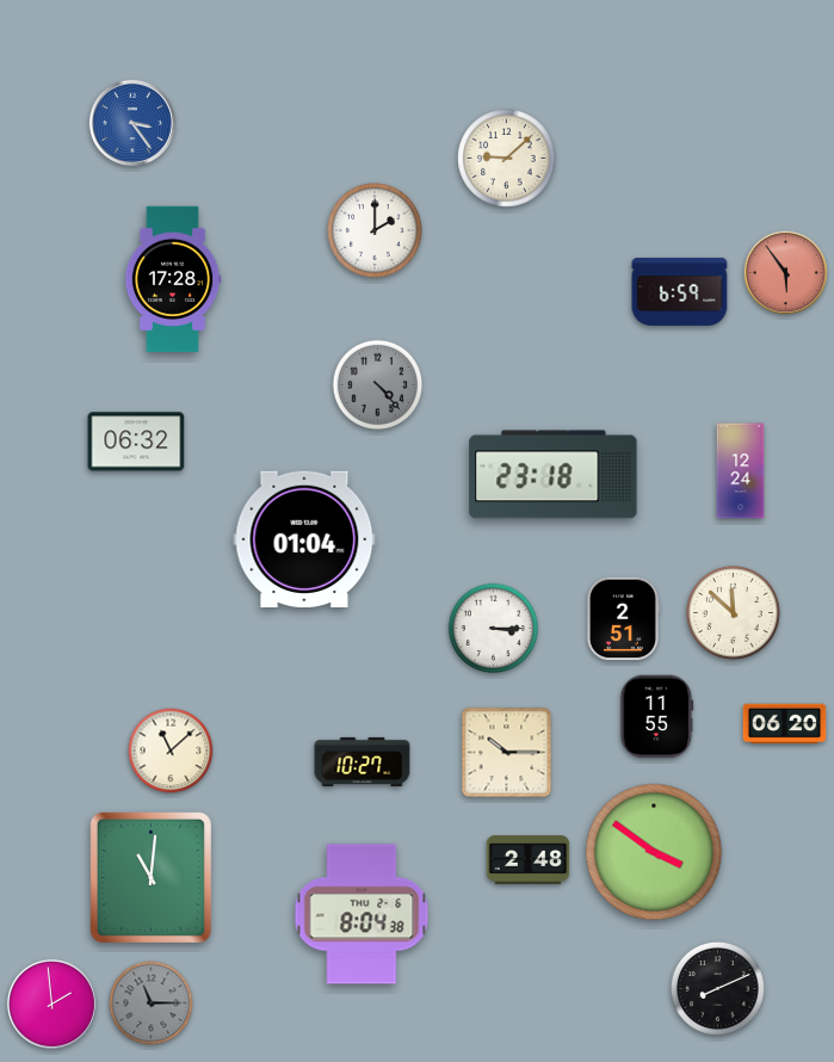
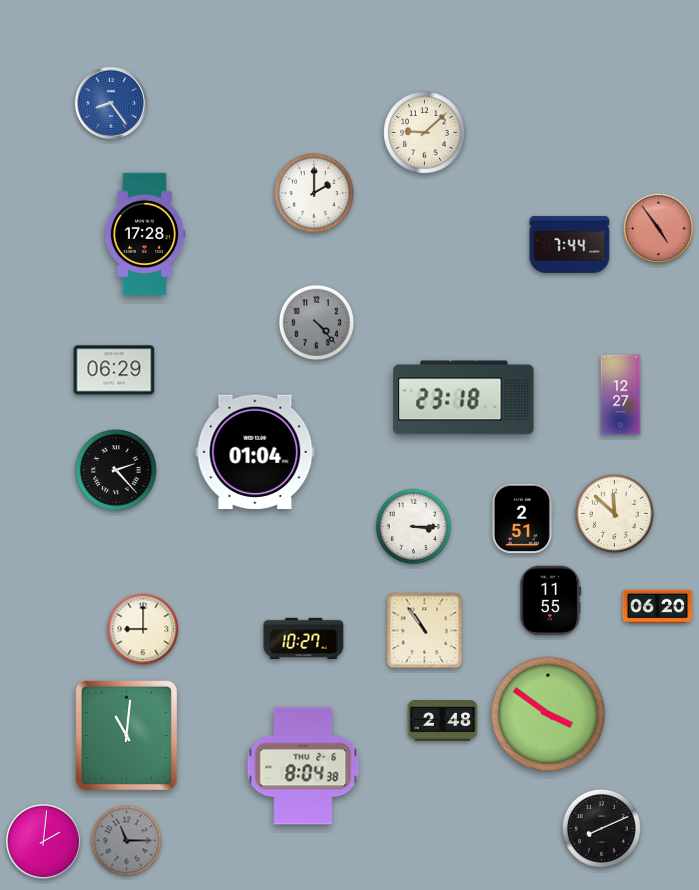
clock at (132, 123): 3:24 -> 8:24
clock at (786, 273): 5:54 -> 4:54
clock at (680, 291): 6:59 -> 7:44
clock at (136, 442): 06:32 -> 06:29
clock at (741, 471): 12:24 -> 12:27
clock at (116, 470): none -> 2:23
clock at (171, 751): 11:08 -> 9:00
clock at (507, 753): 10:15 -> 10:54
clock at (51, 1004): 1:59 -> 2:01
